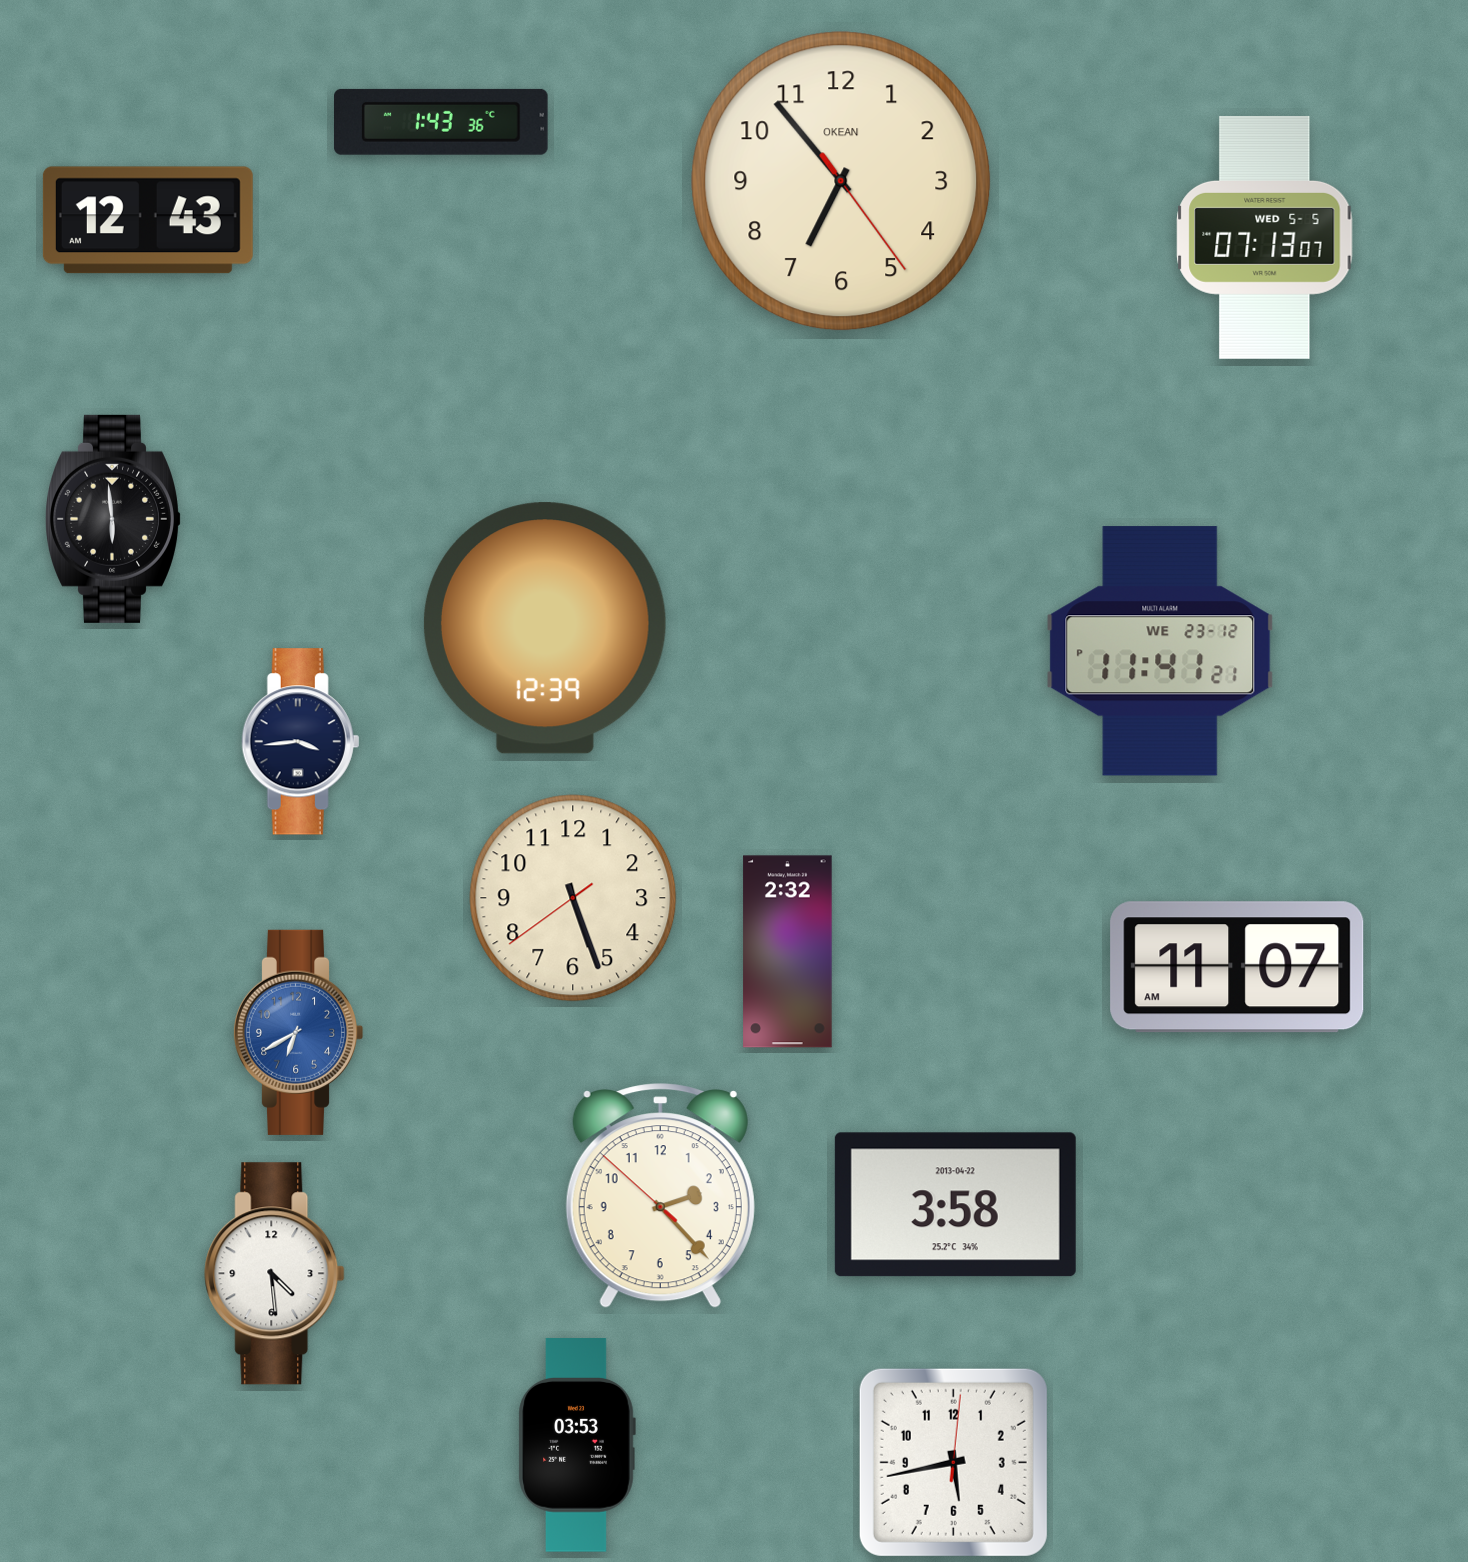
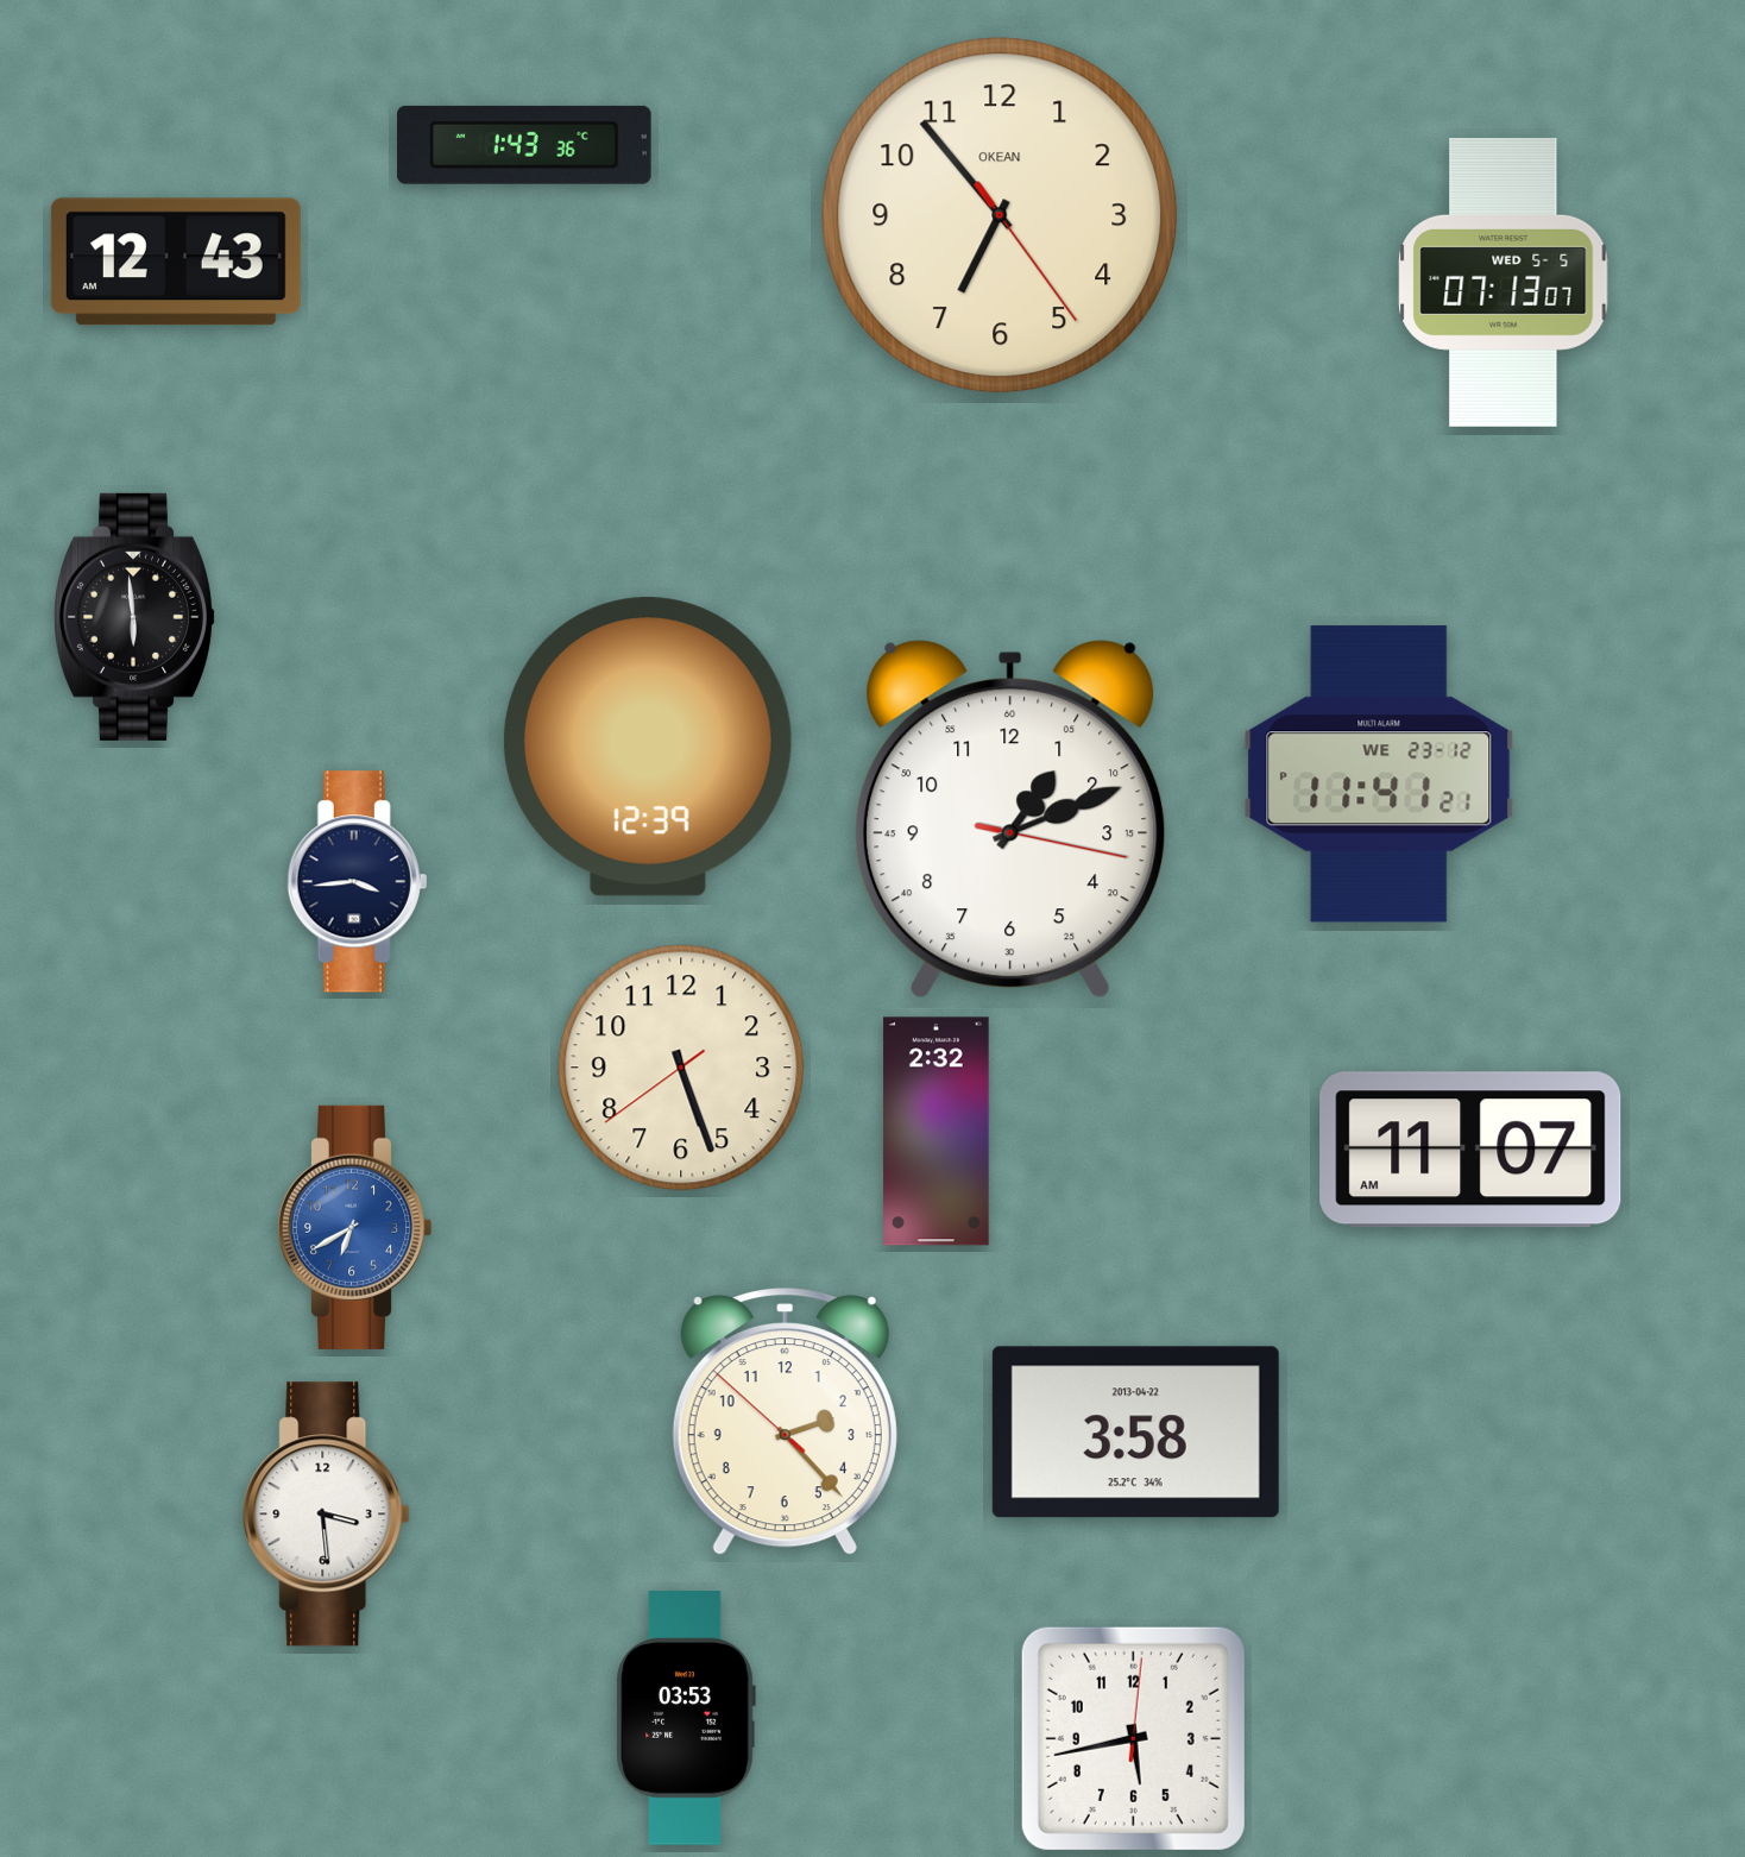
clock at (1010, 819): none -> 1:11
clock at (275, 1274): 4:29 -> 3:29
